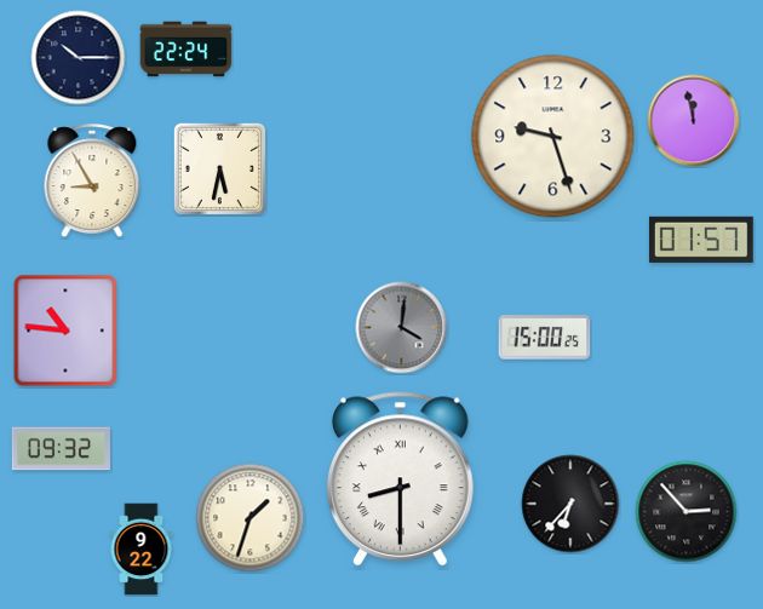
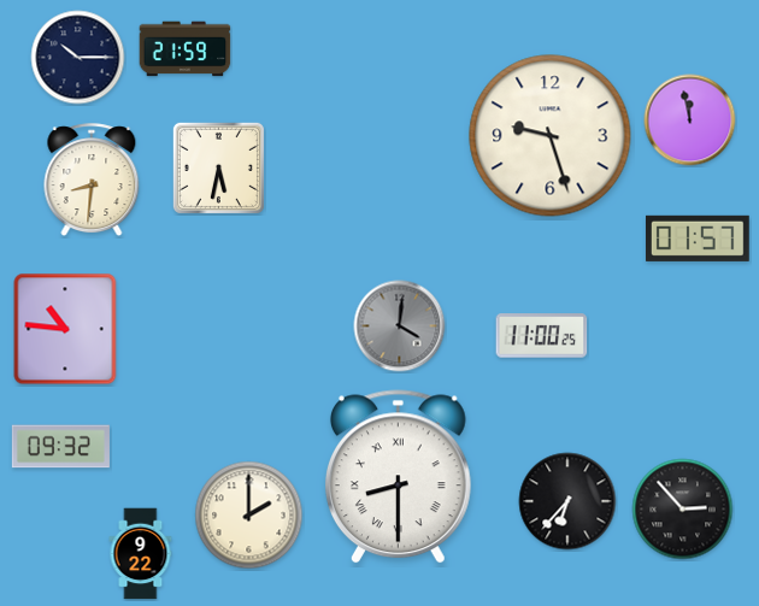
clock at (187, 50): 22:24 -> 21:59
clock at (92, 180): 8:55 -> 8:31
clock at (545, 338): 15:00 -> 11:00
clock at (251, 518): 1:33 -> 2:00
clock at (142, 550) position: (142, 550) -> (141, 554)
